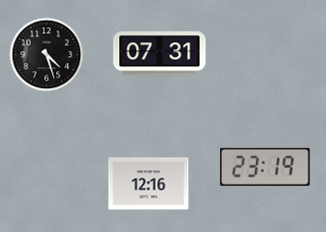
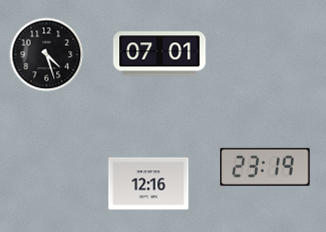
clock at (160, 54): 07:31 -> 07:01
